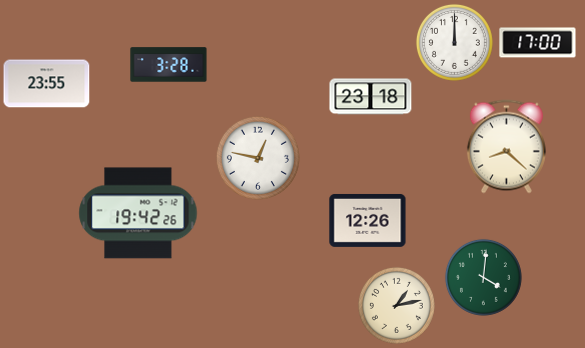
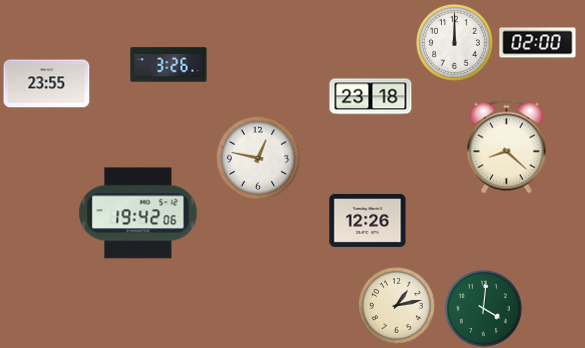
clock at (538, 43): 17:00 -> 02:00
clock at (169, 65): 3:28 -> 3:26
clock at (138, 213): 19:42:26 -> 19:42:06
clock at (483, 277) position: (483, 277) -> (483, 308)
